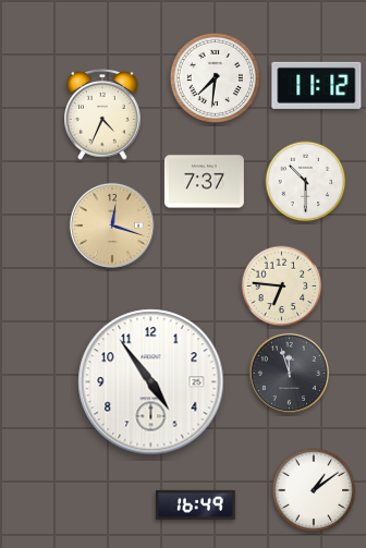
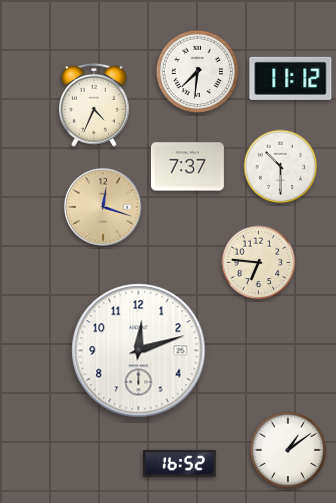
clock at (289, 373): 11:57 -> none
clock at (151, 382): 4:54 -> 12:12
clock at (195, 504): 16:49 -> 16:52
